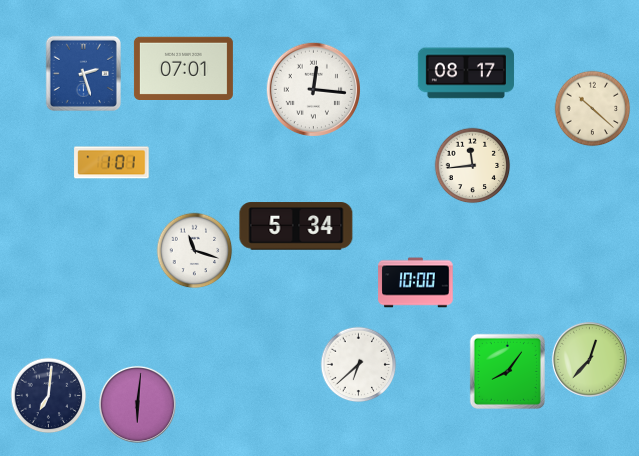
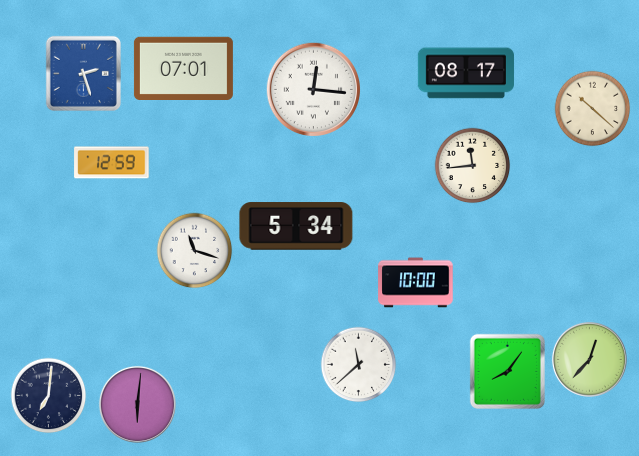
clock at (112, 163): 1:01 -> 12:59
clock at (359, 365): 6:38 -> 11:38
